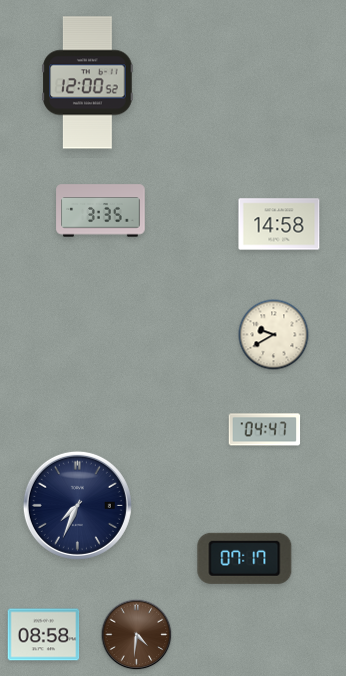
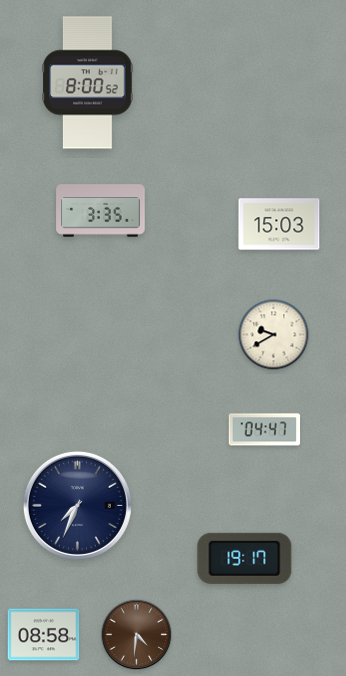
clock at (88, 83): 12:00 -> 8:00
clock at (279, 224): 14:58 -> 15:03
clock at (245, 558): 07:17 -> 19:17
